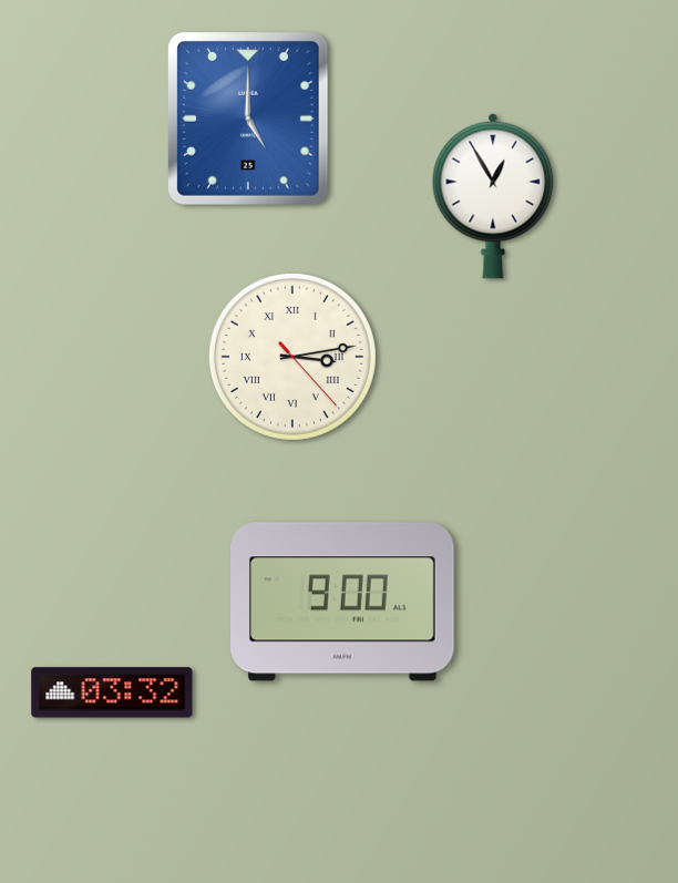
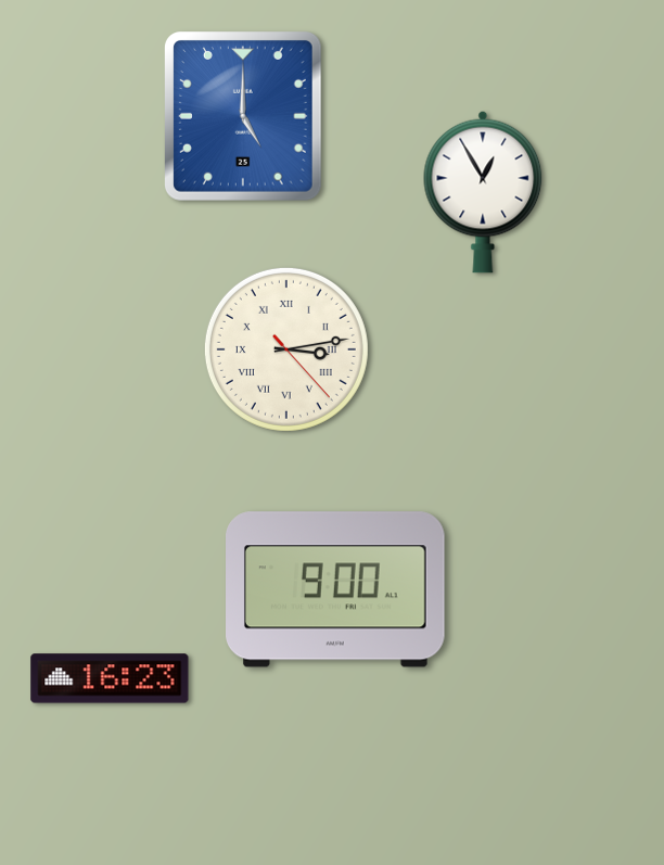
clock at (112, 692): 03:32 -> 16:23
